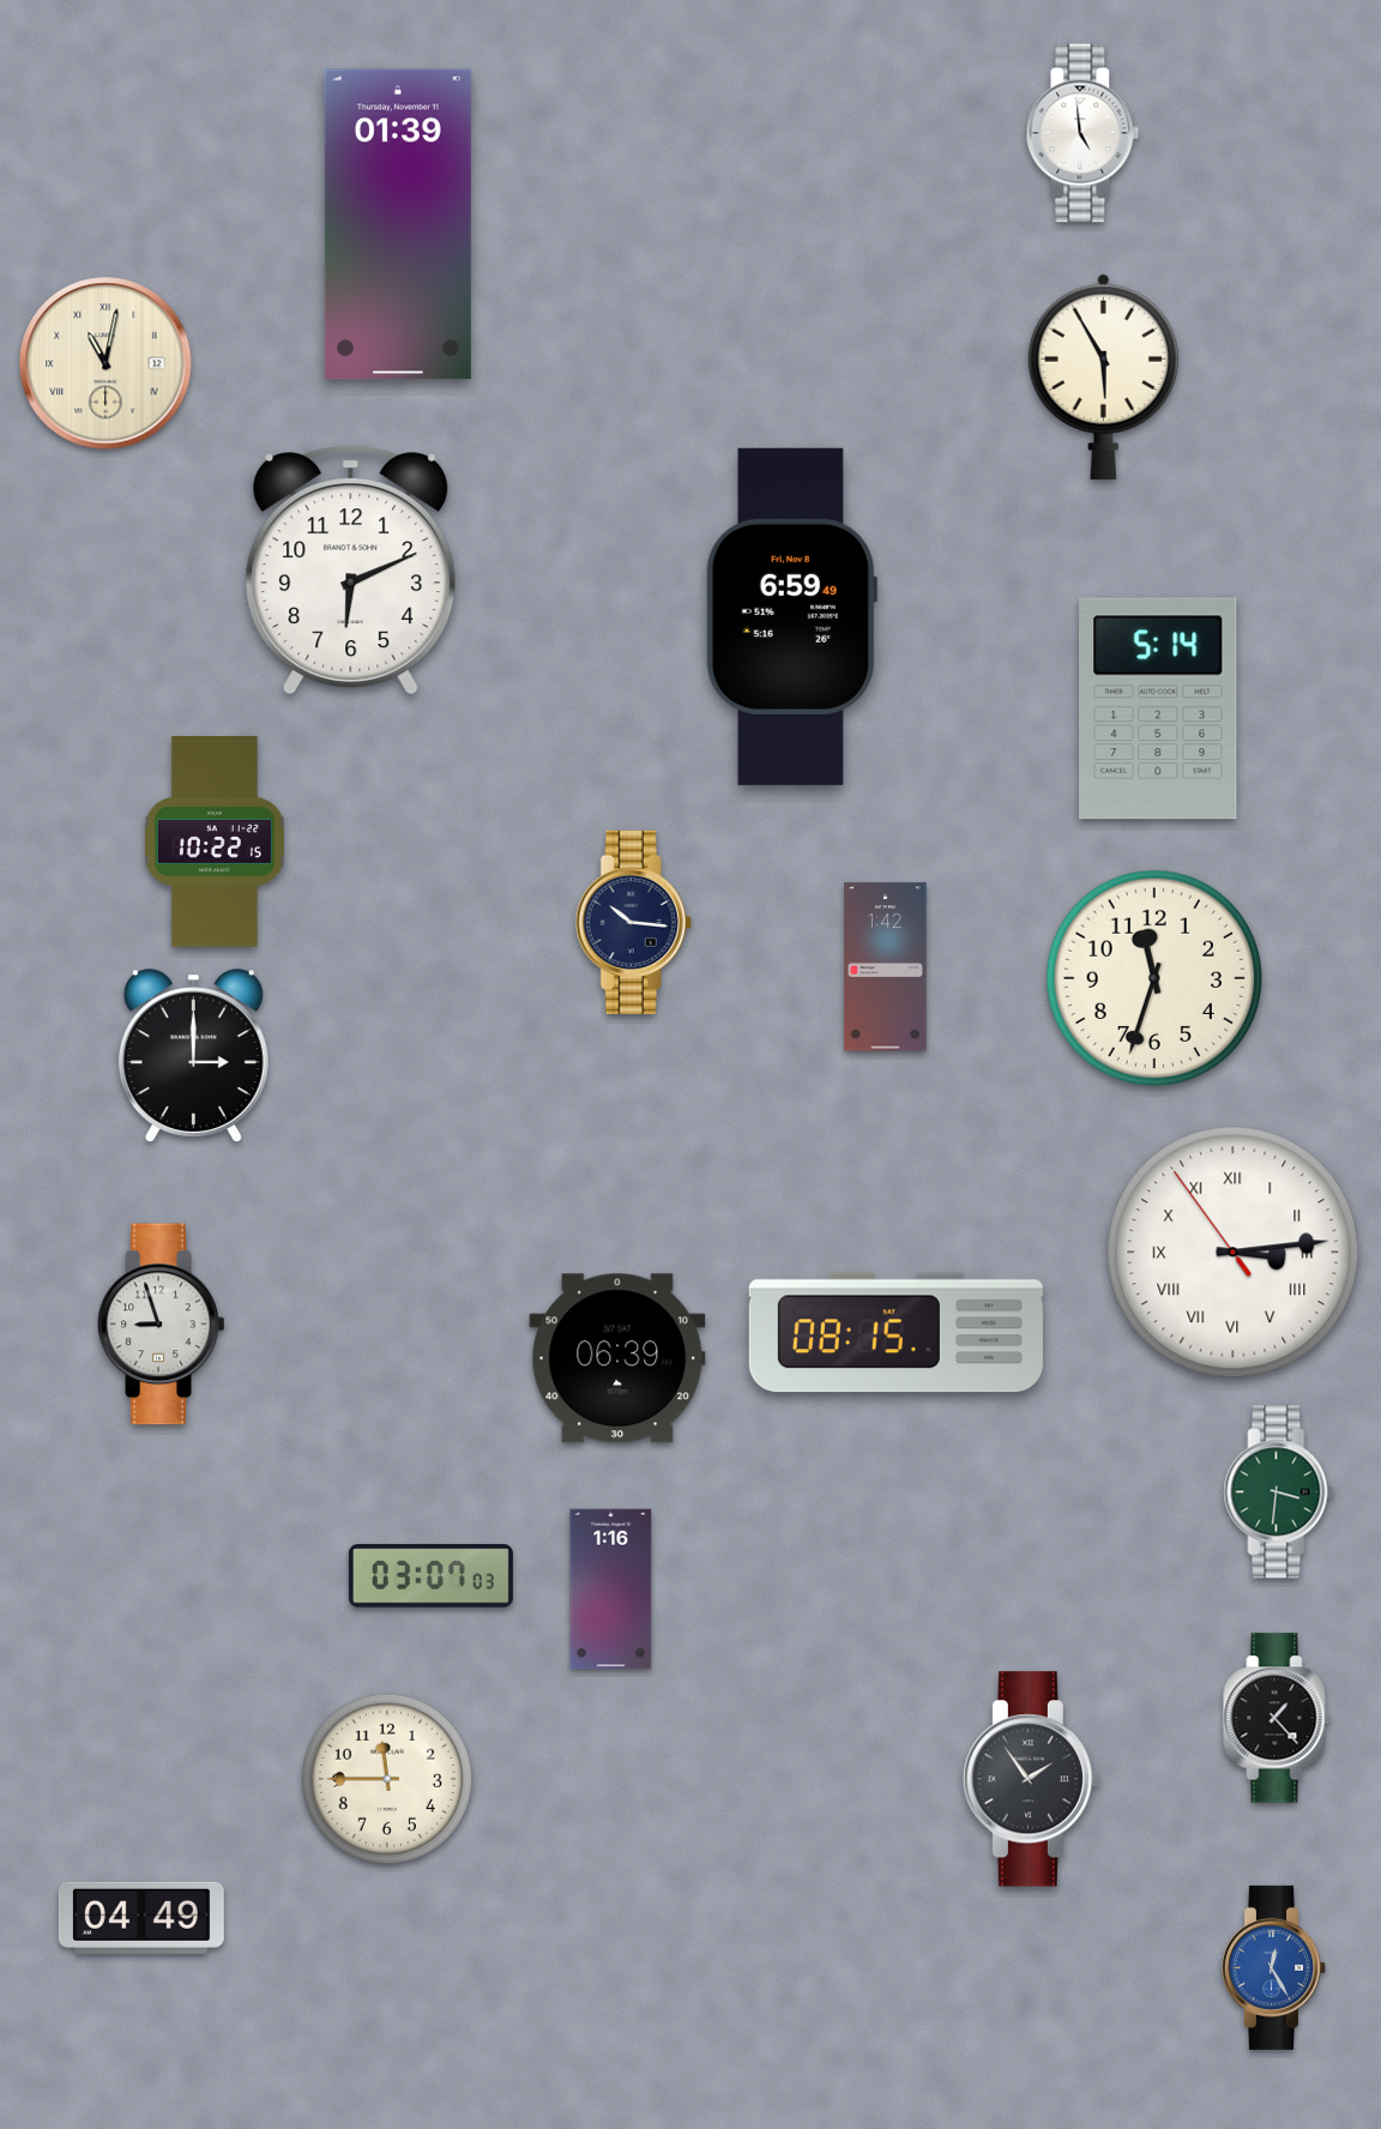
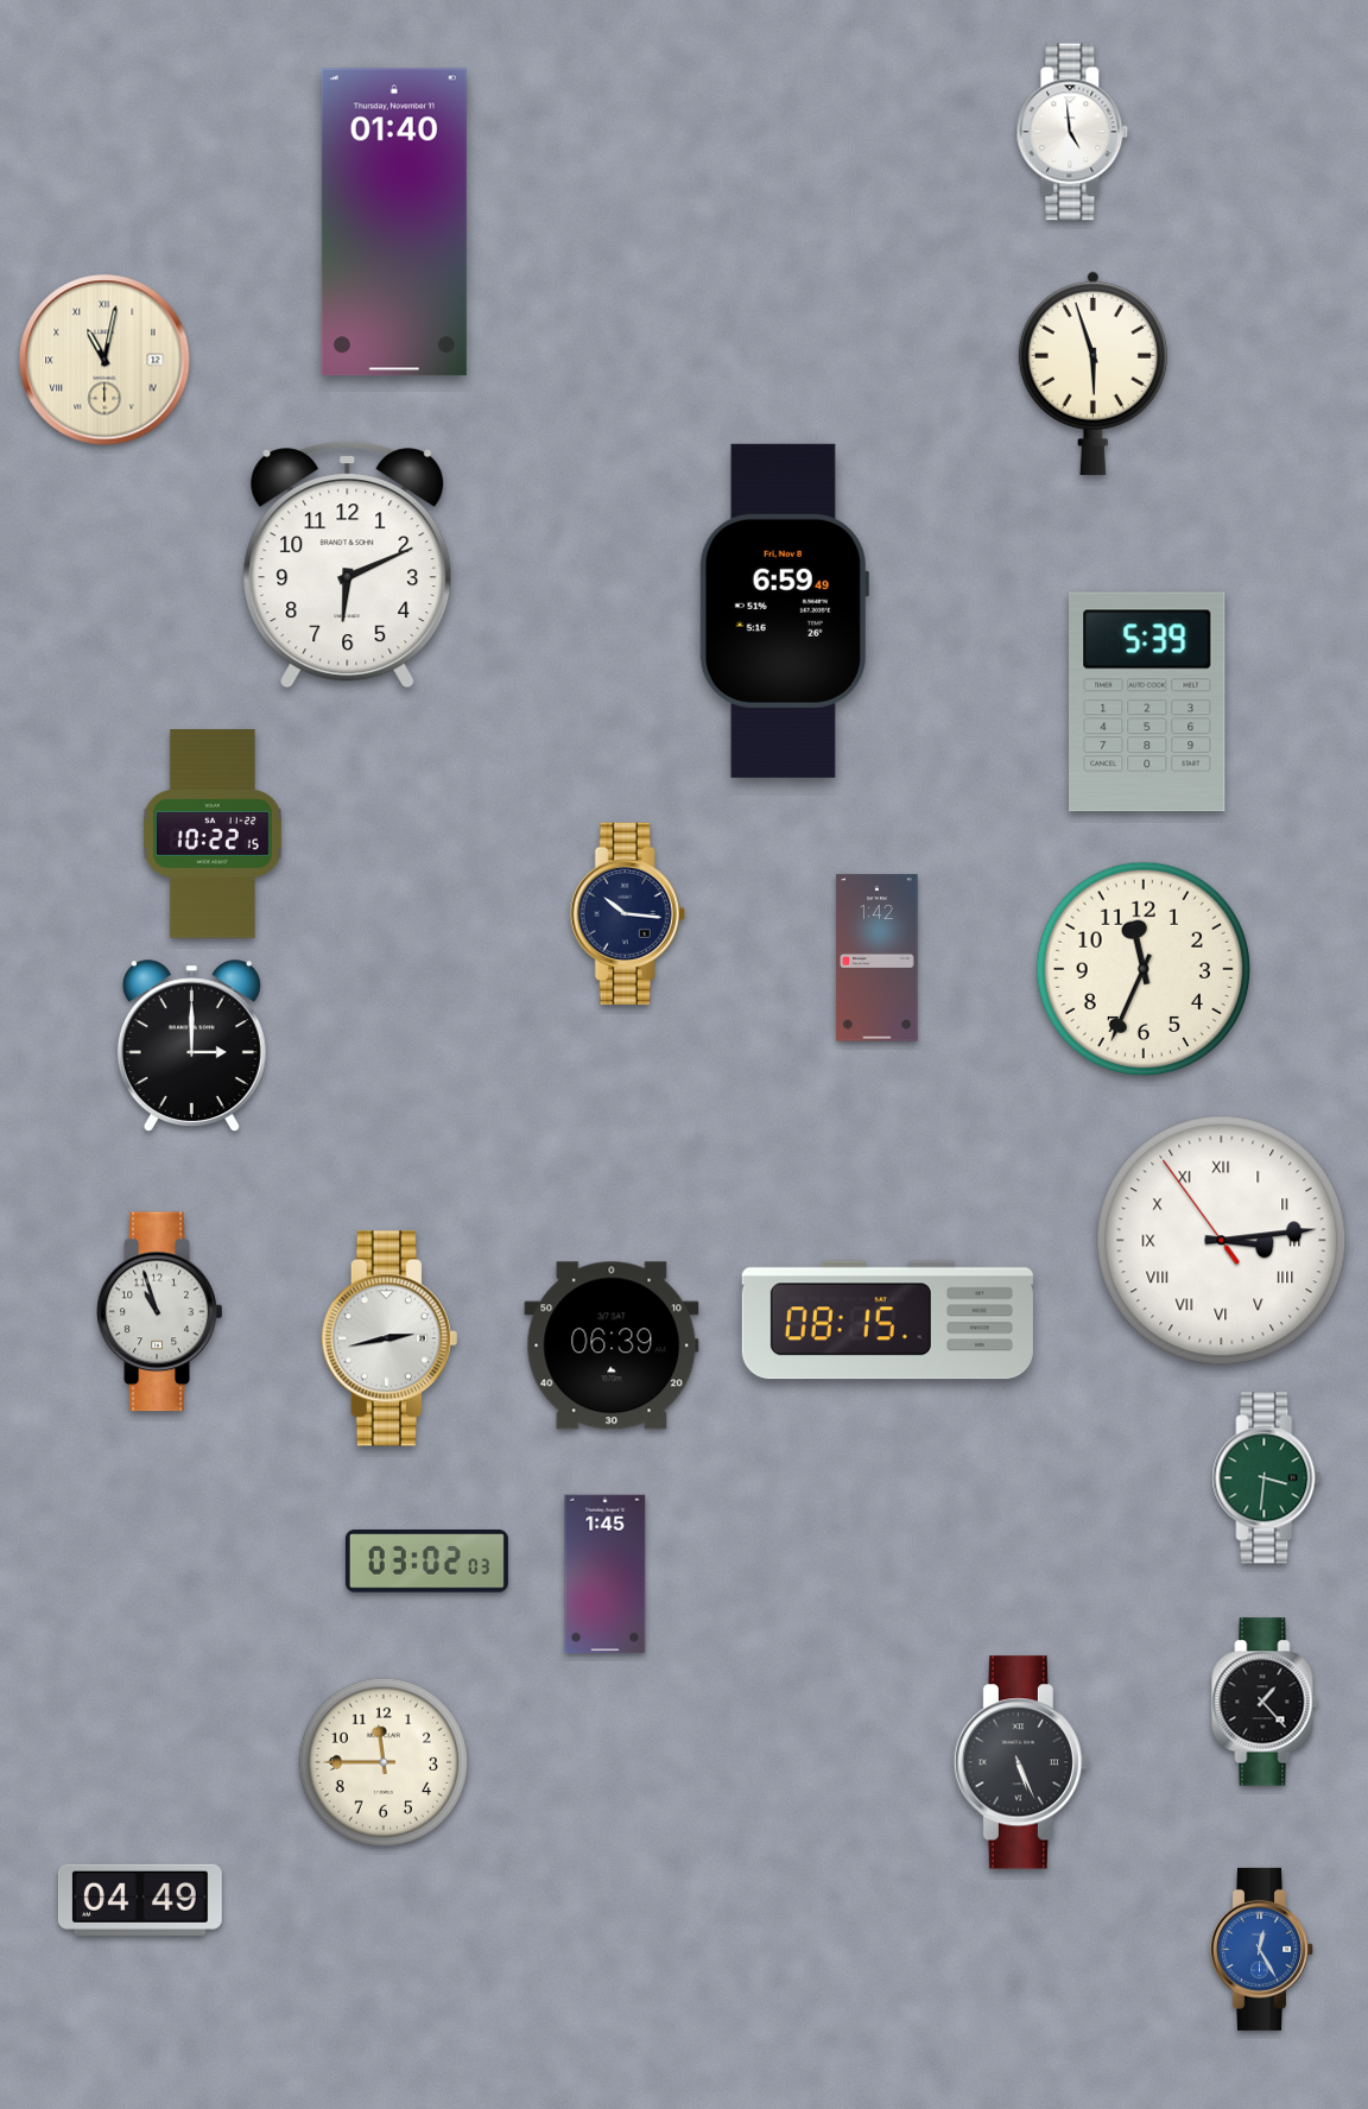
clock at (398, 224): 01:39 -> 01:40
clock at (1103, 376): 5:55 -> 5:57
clock at (1159, 708): 5:14 -> 5:39
clock at (1154, 978): 11:33 -> 11:34
clock at (162, 1325): 8:57 -> 10:57
clock at (389, 1338): none -> 2:43
clock at (430, 1576): 03:07 -> 03:02
clock at (611, 1590): 1:16 -> 1:45
clock at (1031, 1779): 1:54 -> 5:26
